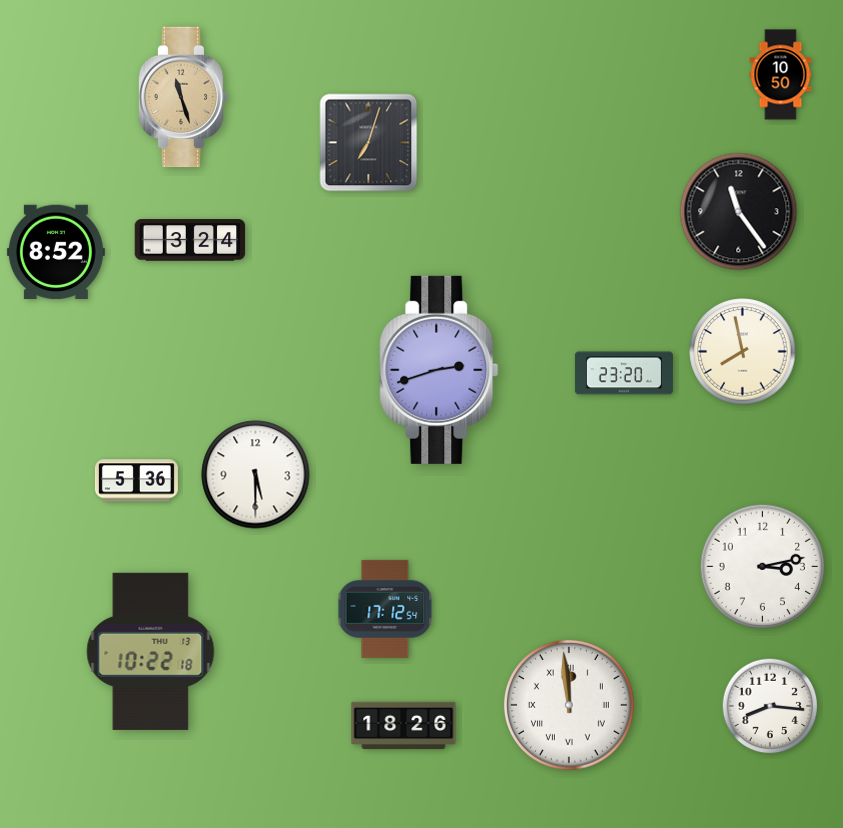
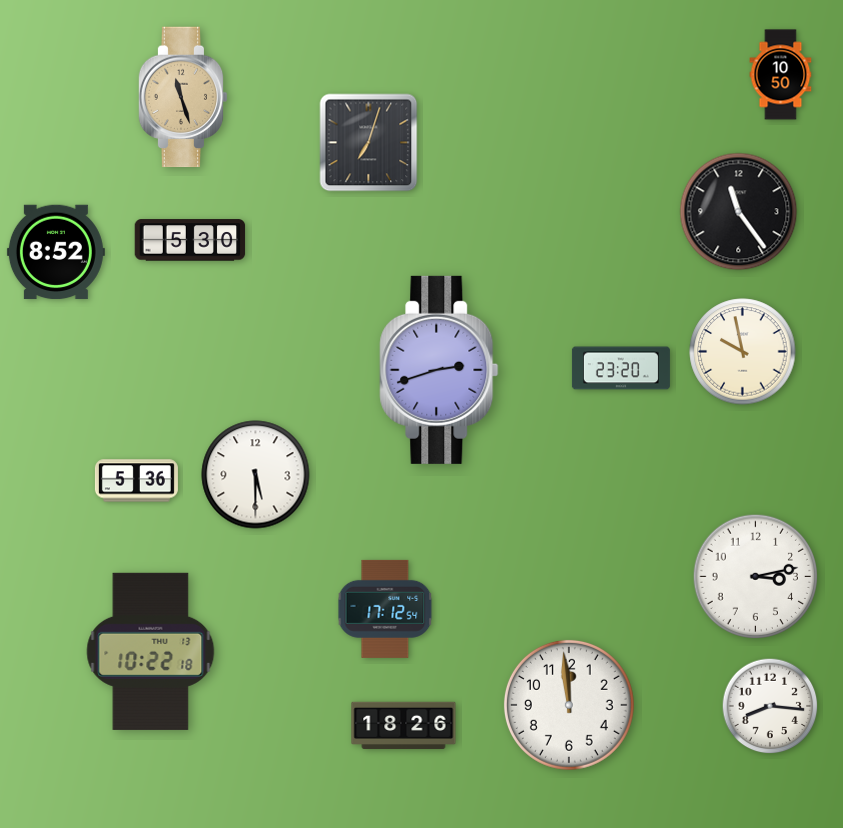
clock at (190, 240): 3:24 -> 5:30
clock at (743, 352): 7:58 -> 9:58
clock at (624, 373) position: (624, 373) -> (621, 368)
clock at (762, 566) position: (762, 566) -> (755, 576)
clock at (569, 705) numerals: Roman -> Arabic
